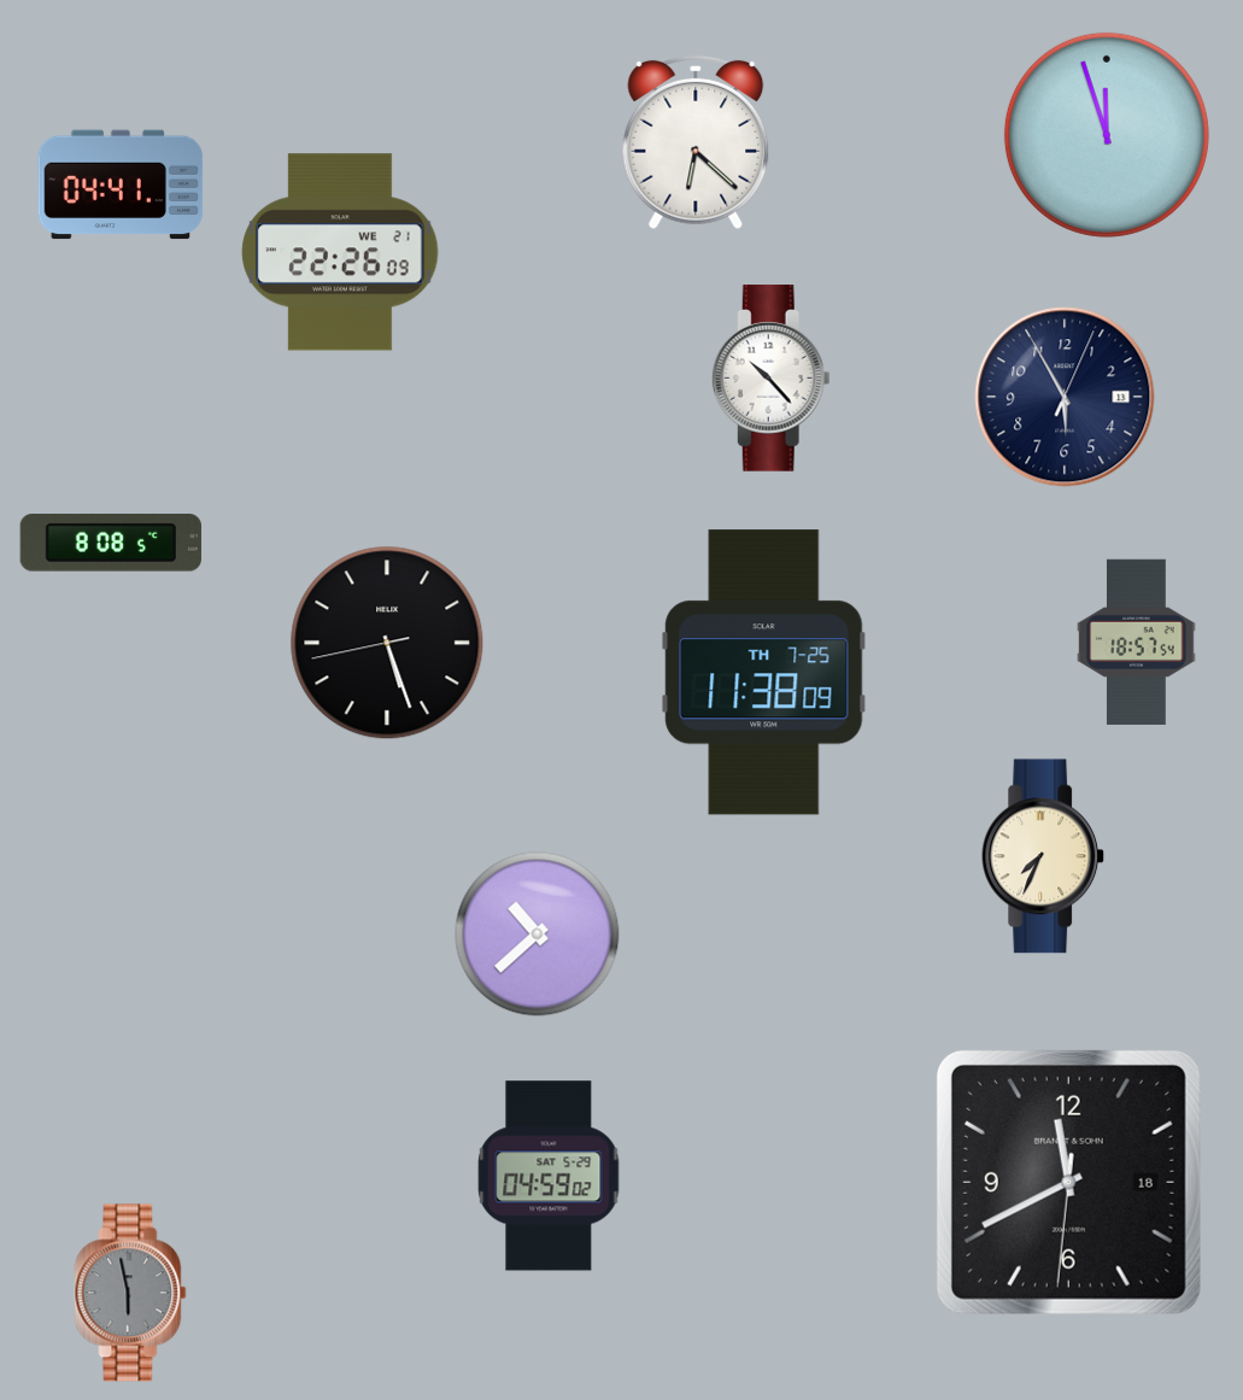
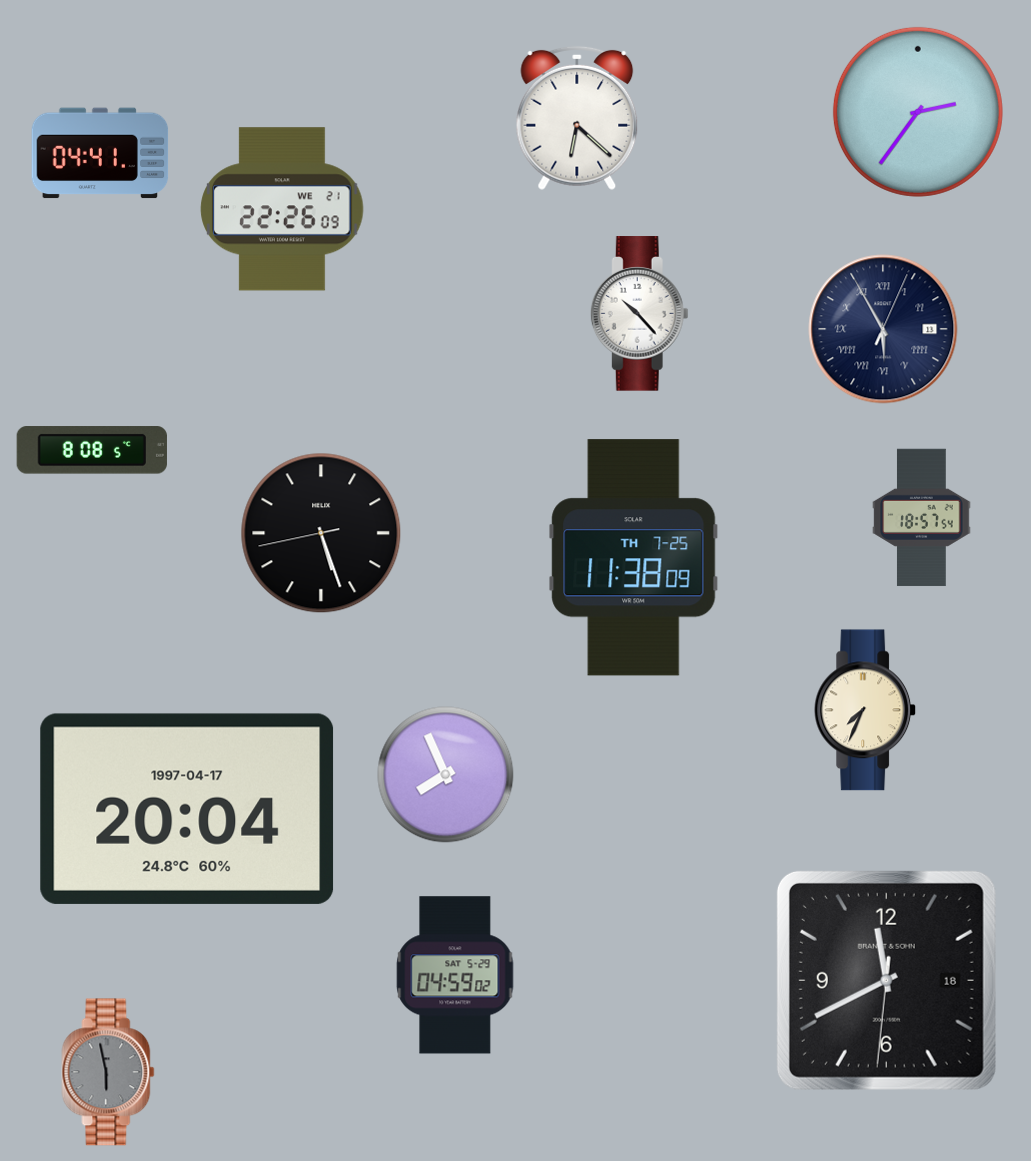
clock at (1107, 135): 11:57 -> 2:36
clock at (1065, 397) numerals: Arabic -> Roman
clock at (1137, 643) position: (1137, 643) -> (922, 518)
clock at (538, 935): 10:38 -> 7:56
clock at (187, 809): none -> 20:04
